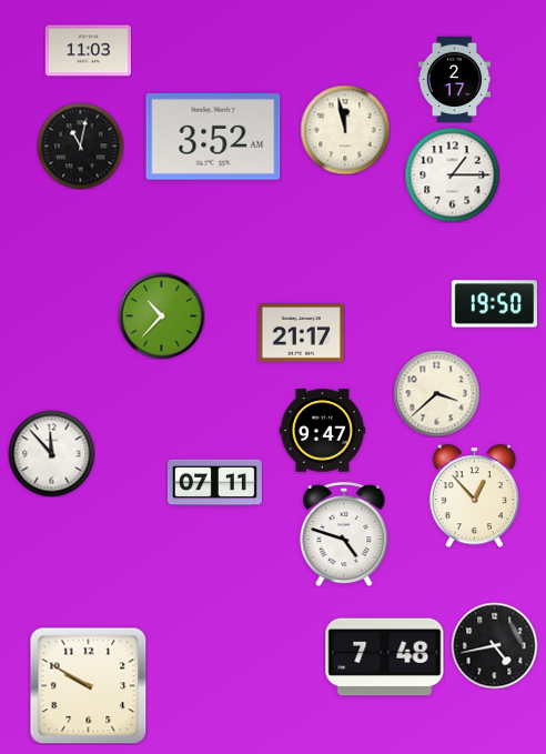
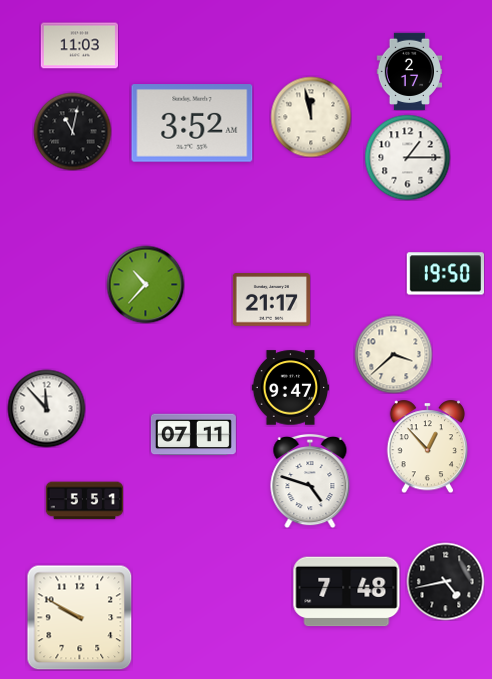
clock at (84, 501): none -> 5:51
